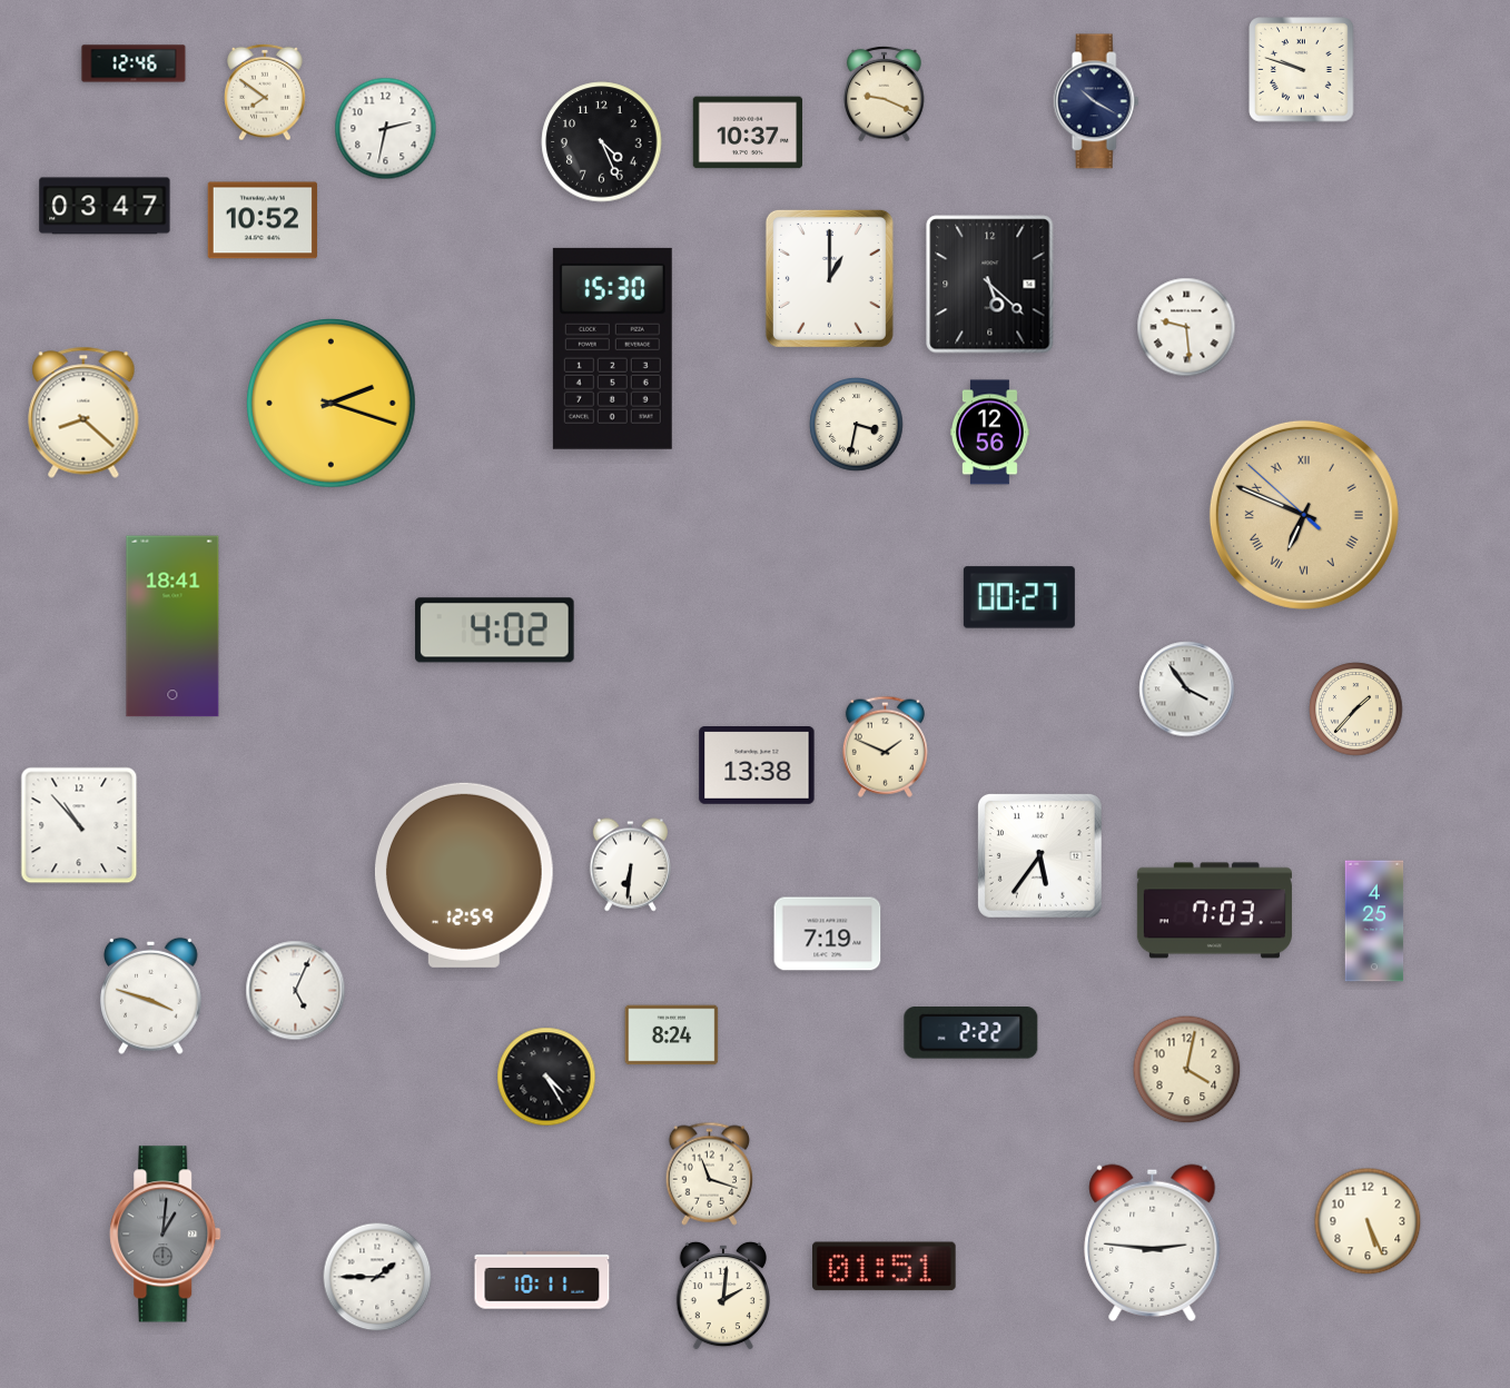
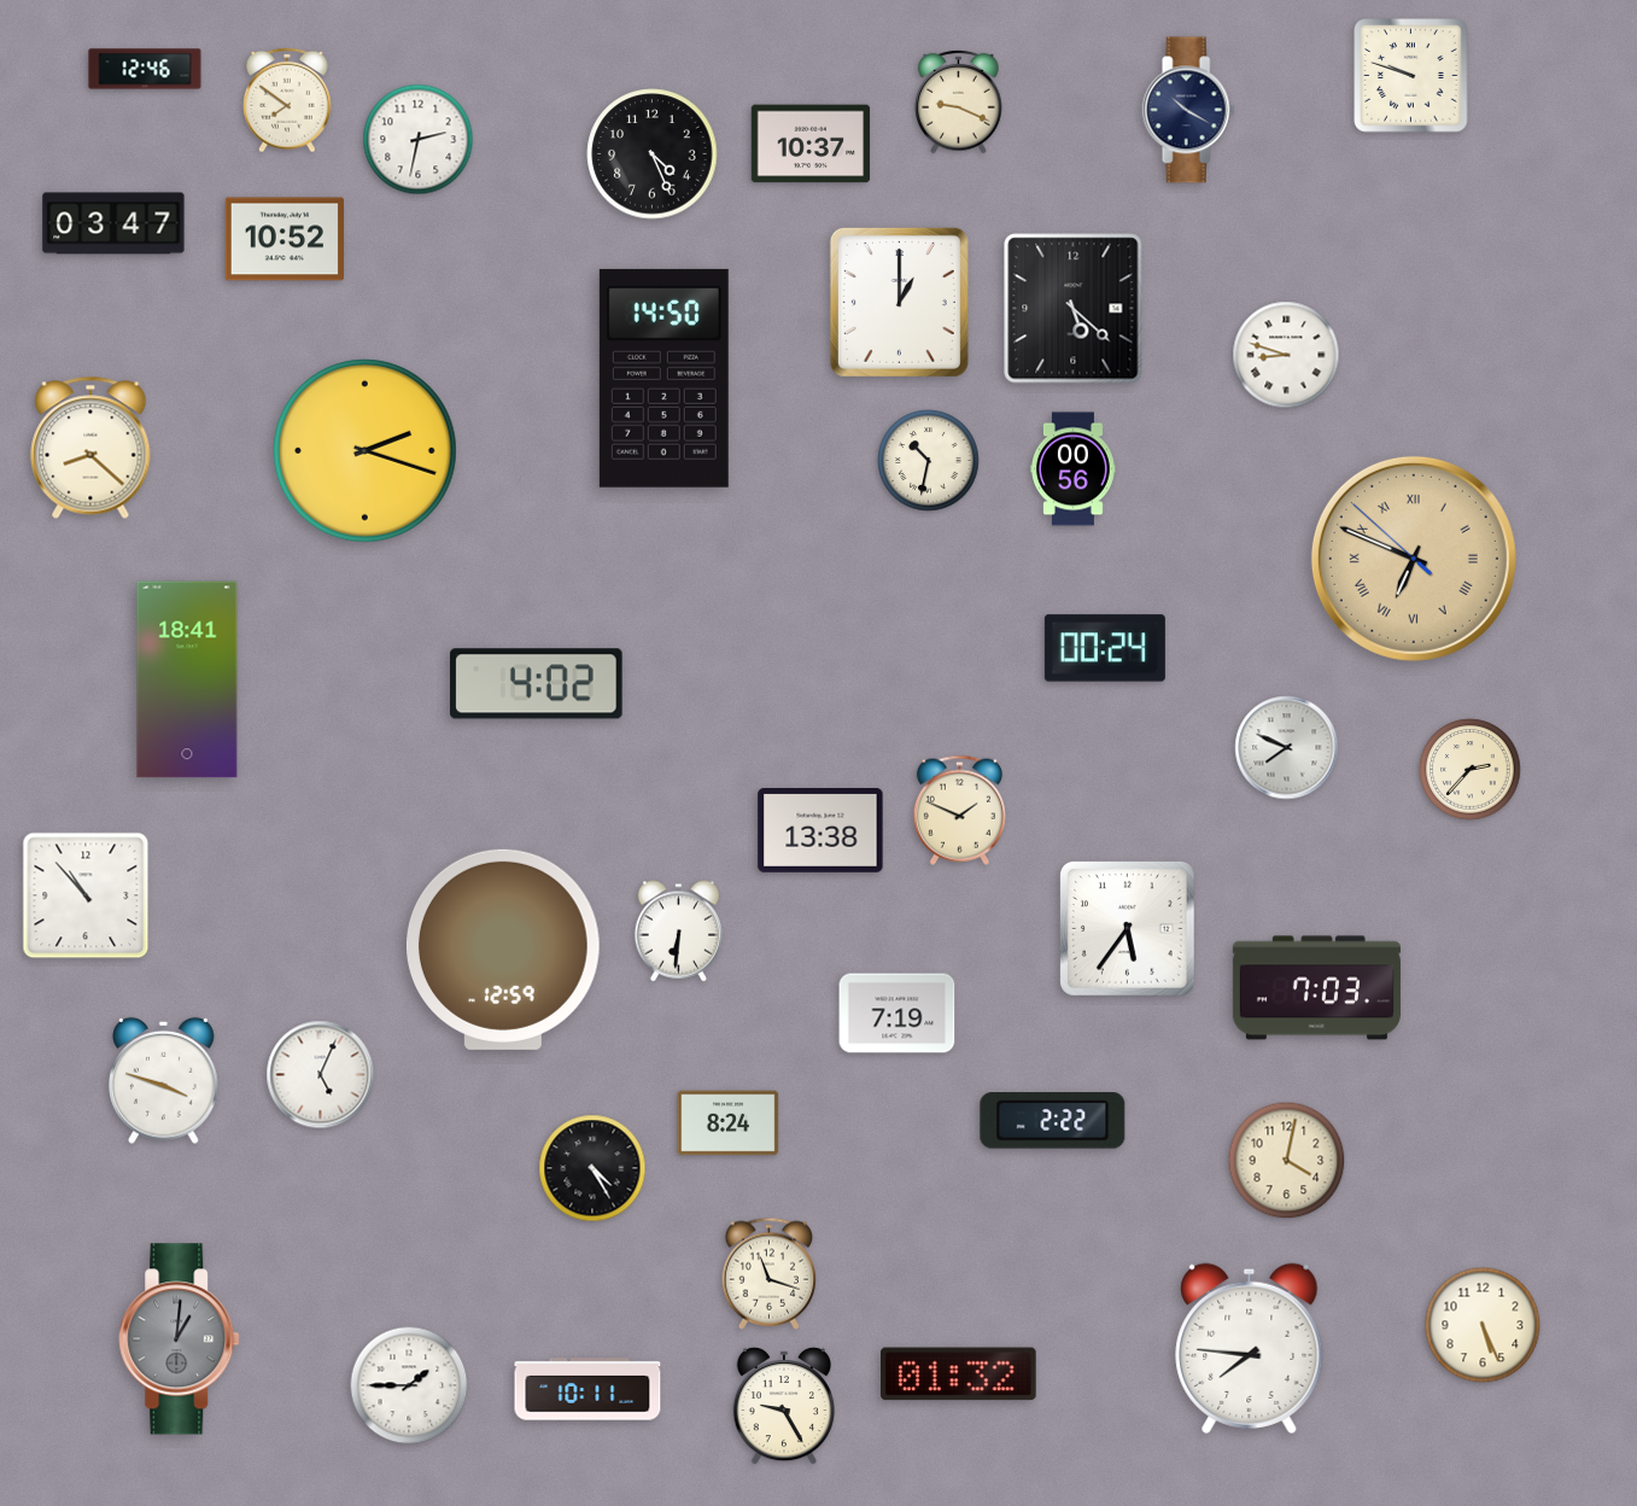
clock at (1186, 327): 9:29 -> 8:48
clock at (612, 348): 15:30 -> 14:50
clock at (332, 404) position: (332, 404) -> (366, 451)
clock at (857, 425): 3:32 -> 10:32
clock at (989, 433): 12:56 -> 00:56
clock at (1019, 597): 00:27 -> 00:24
clock at (1187, 690): 3:54 -> 7:49
clock at (1356, 710): 1:37 -> 2:37
clock at (630, 865) position: (630, 865) -> (678, 932)
clock at (1374, 921): 4:25 -> none
clock at (1153, 1242): 2:46 -> 7:46
clock at (885, 1267): 01:51 -> 01:32
clock at (722, 1296): 2:01 -> 9:25
